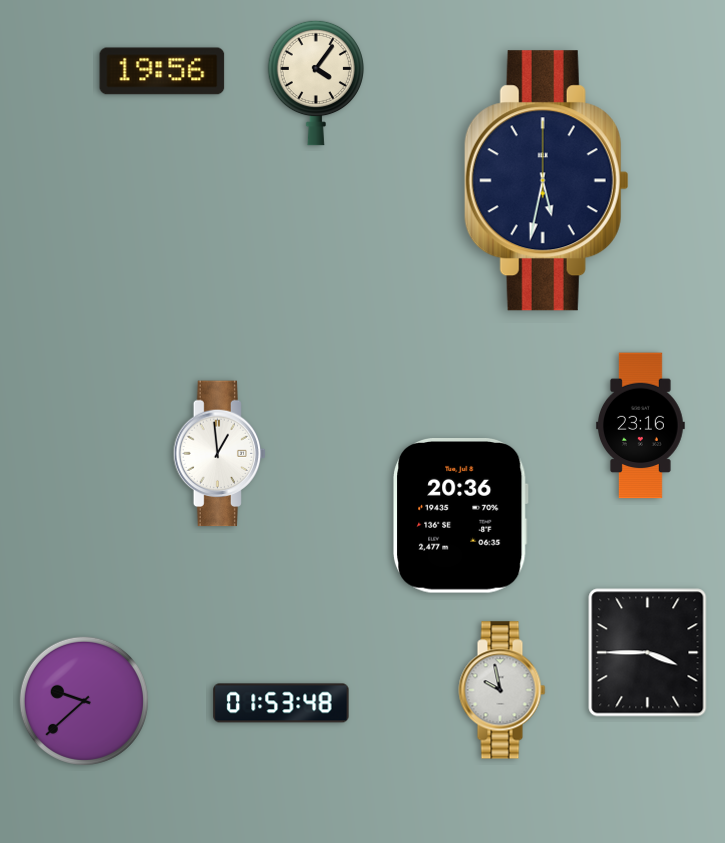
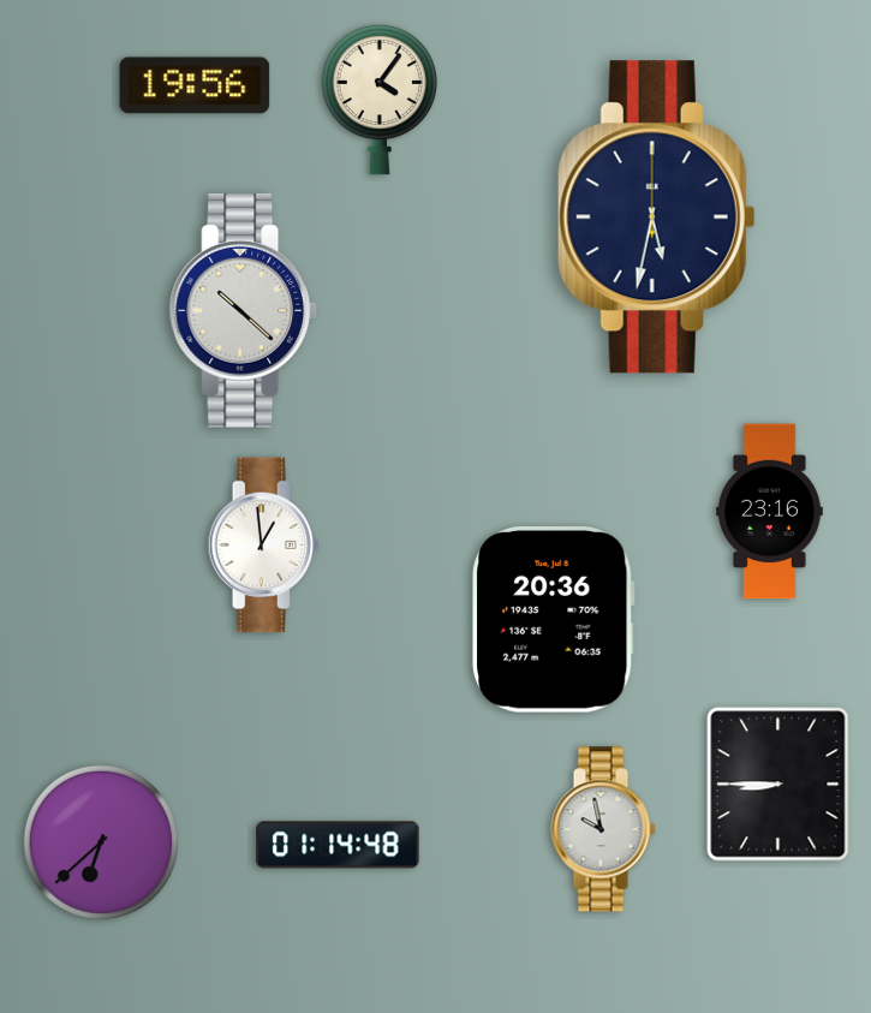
clock at (243, 311): none -> 10:22
clock at (648, 653): 3:45 -> 8:45
clock at (84, 701): 9:38 -> 6:38
clock at (281, 703): 01:53 -> 01:14
